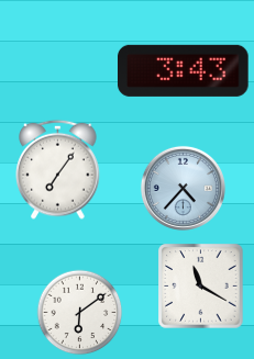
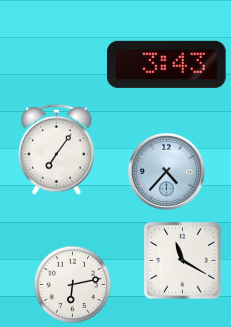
clock at (58, 169) position: (58, 169) -> (57, 149)
clock at (79, 312): 6:09 -> 6:13
